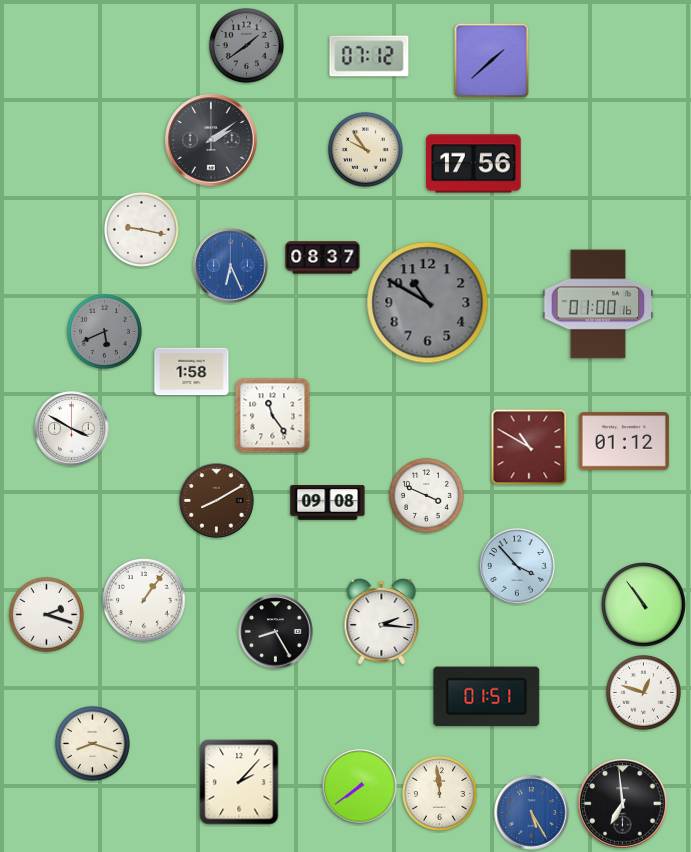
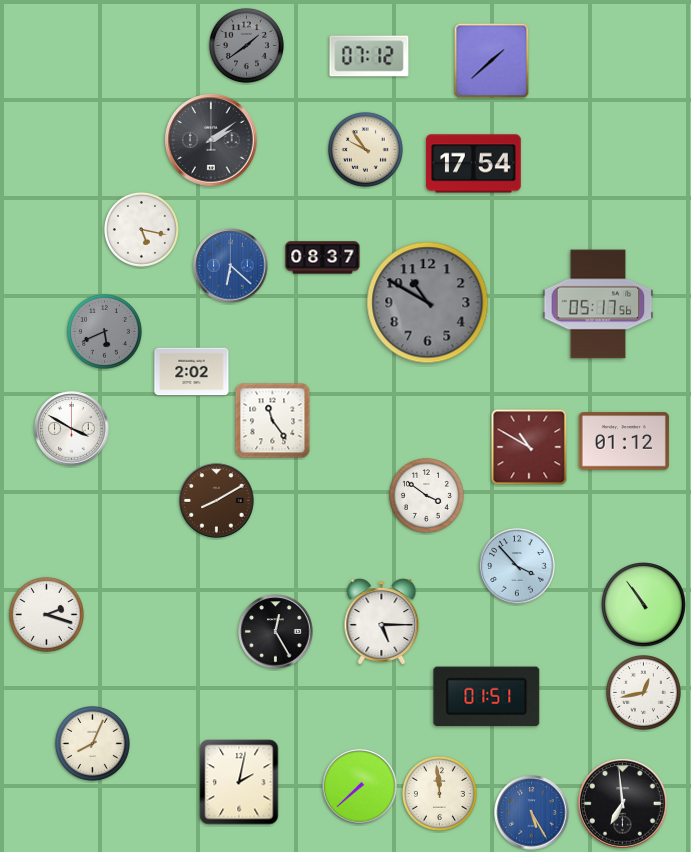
clock at (474, 164): 17:56 -> 17:54
clock at (141, 229): 9:17 -> 5:17
clock at (231, 266): 6:26 -> 6:22
clock at (598, 304): 01:00 -> 05:17
clock at (192, 372): 1:58 -> 2:02
clock at (273, 416) position: (273, 416) -> (273, 421)
clock at (426, 495): 3:49 -> 3:51
clock at (328, 503): 09:08 -> none
clock at (144, 600): 1:06 -> none
clock at (382, 622): 2:16 -> 5:15
clock at (276, 632): 8:25 -> 12:25
clock at (643, 692): 12:48 -> 12:43
clock at (92, 743): 8:18 -> 8:04
clock at (239, 782): 2:07 -> 2:02
clock at (360, 787): 7:39 -> 7:38
